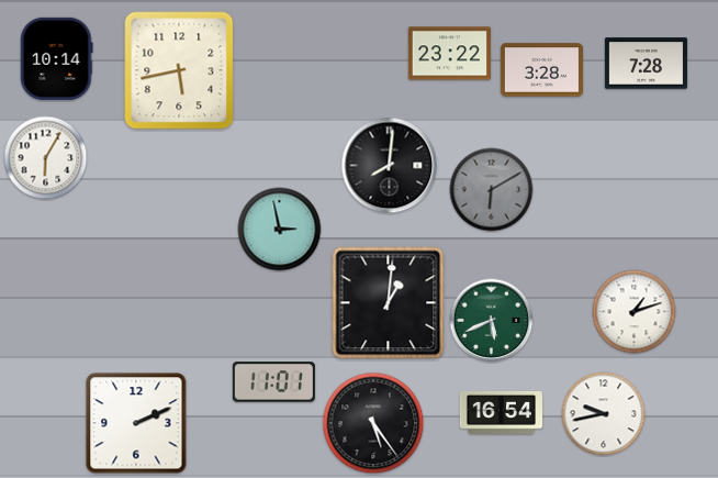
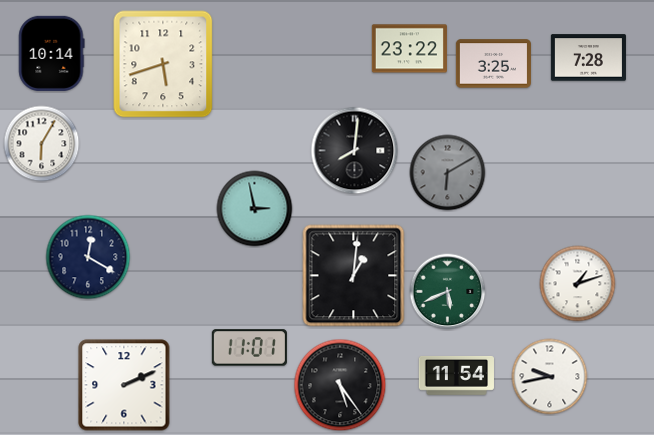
clock at (179, 70): 5:43 -> 5:42
clock at (541, 70): 3:28 -> 3:25
clock at (88, 257): none -> 12:20
clock at (501, 413): 16:54 -> 11:54
